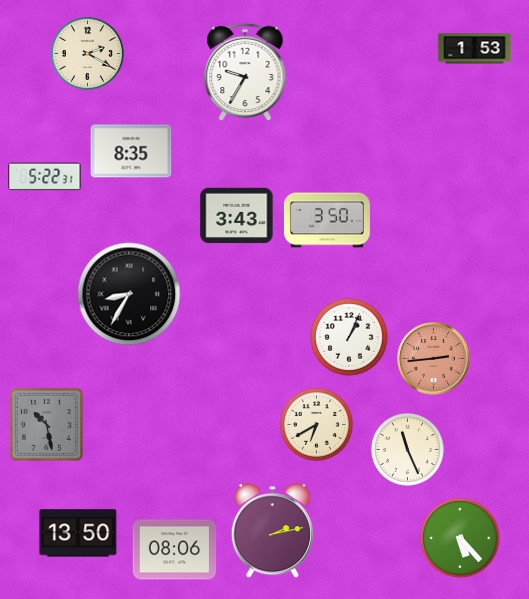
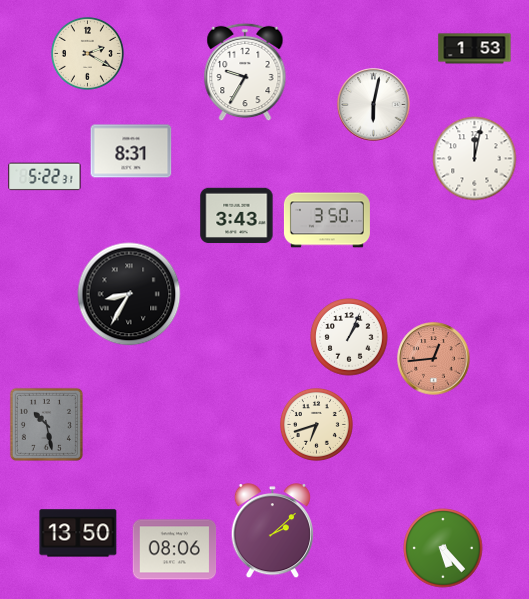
clock at (374, 105): none -> 6:02
clock at (131, 151): 8:35 -> 8:31
clock at (475, 159): none -> 12:02
clock at (434, 359): 2:44 -> 12:44
clock at (316, 424): 6:40 -> 6:42
clock at (407, 449): 11:26 -> none
clock at (272, 531): 2:13 -> 2:08
clock at (460, 538) position: (460, 538) -> (443, 548)
